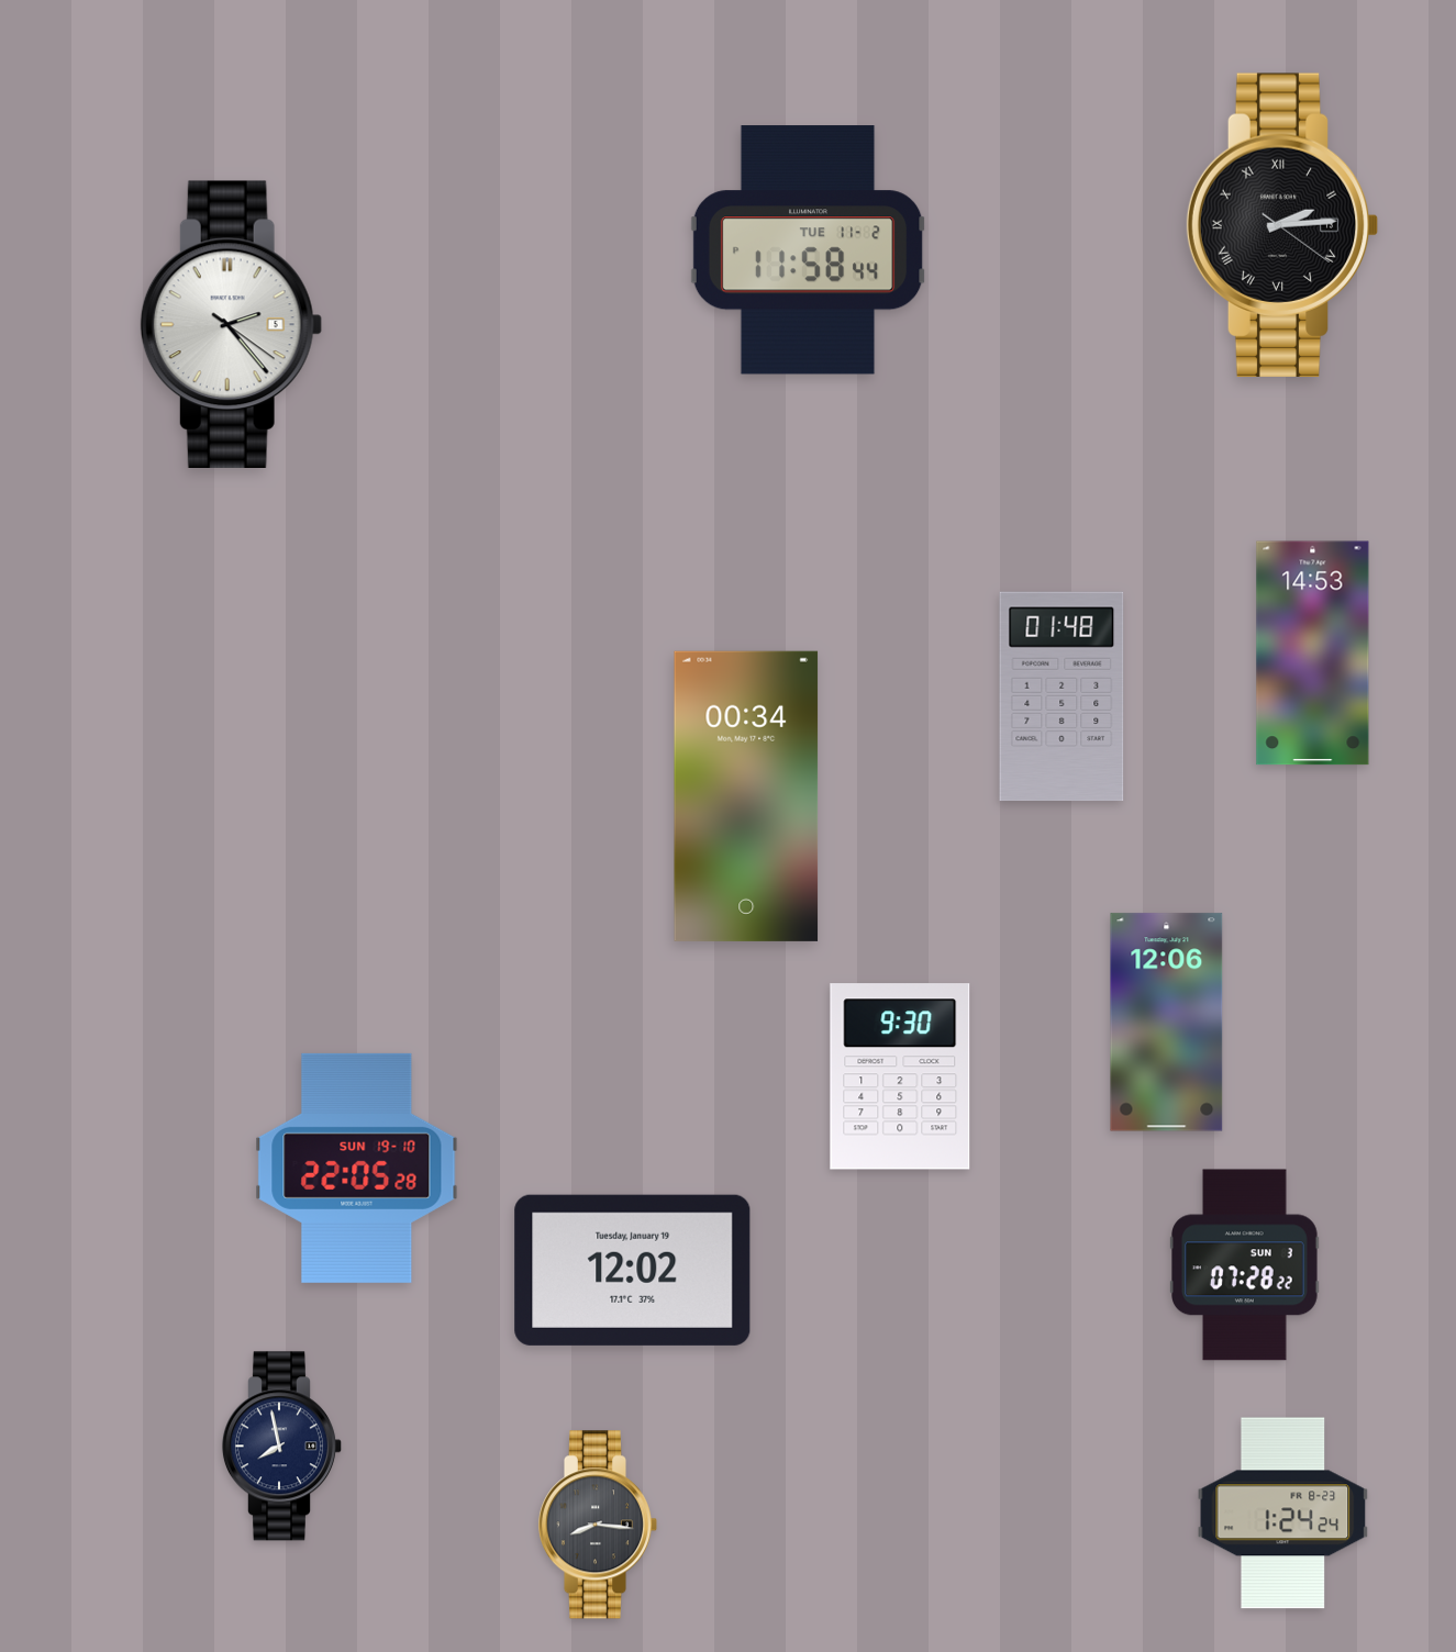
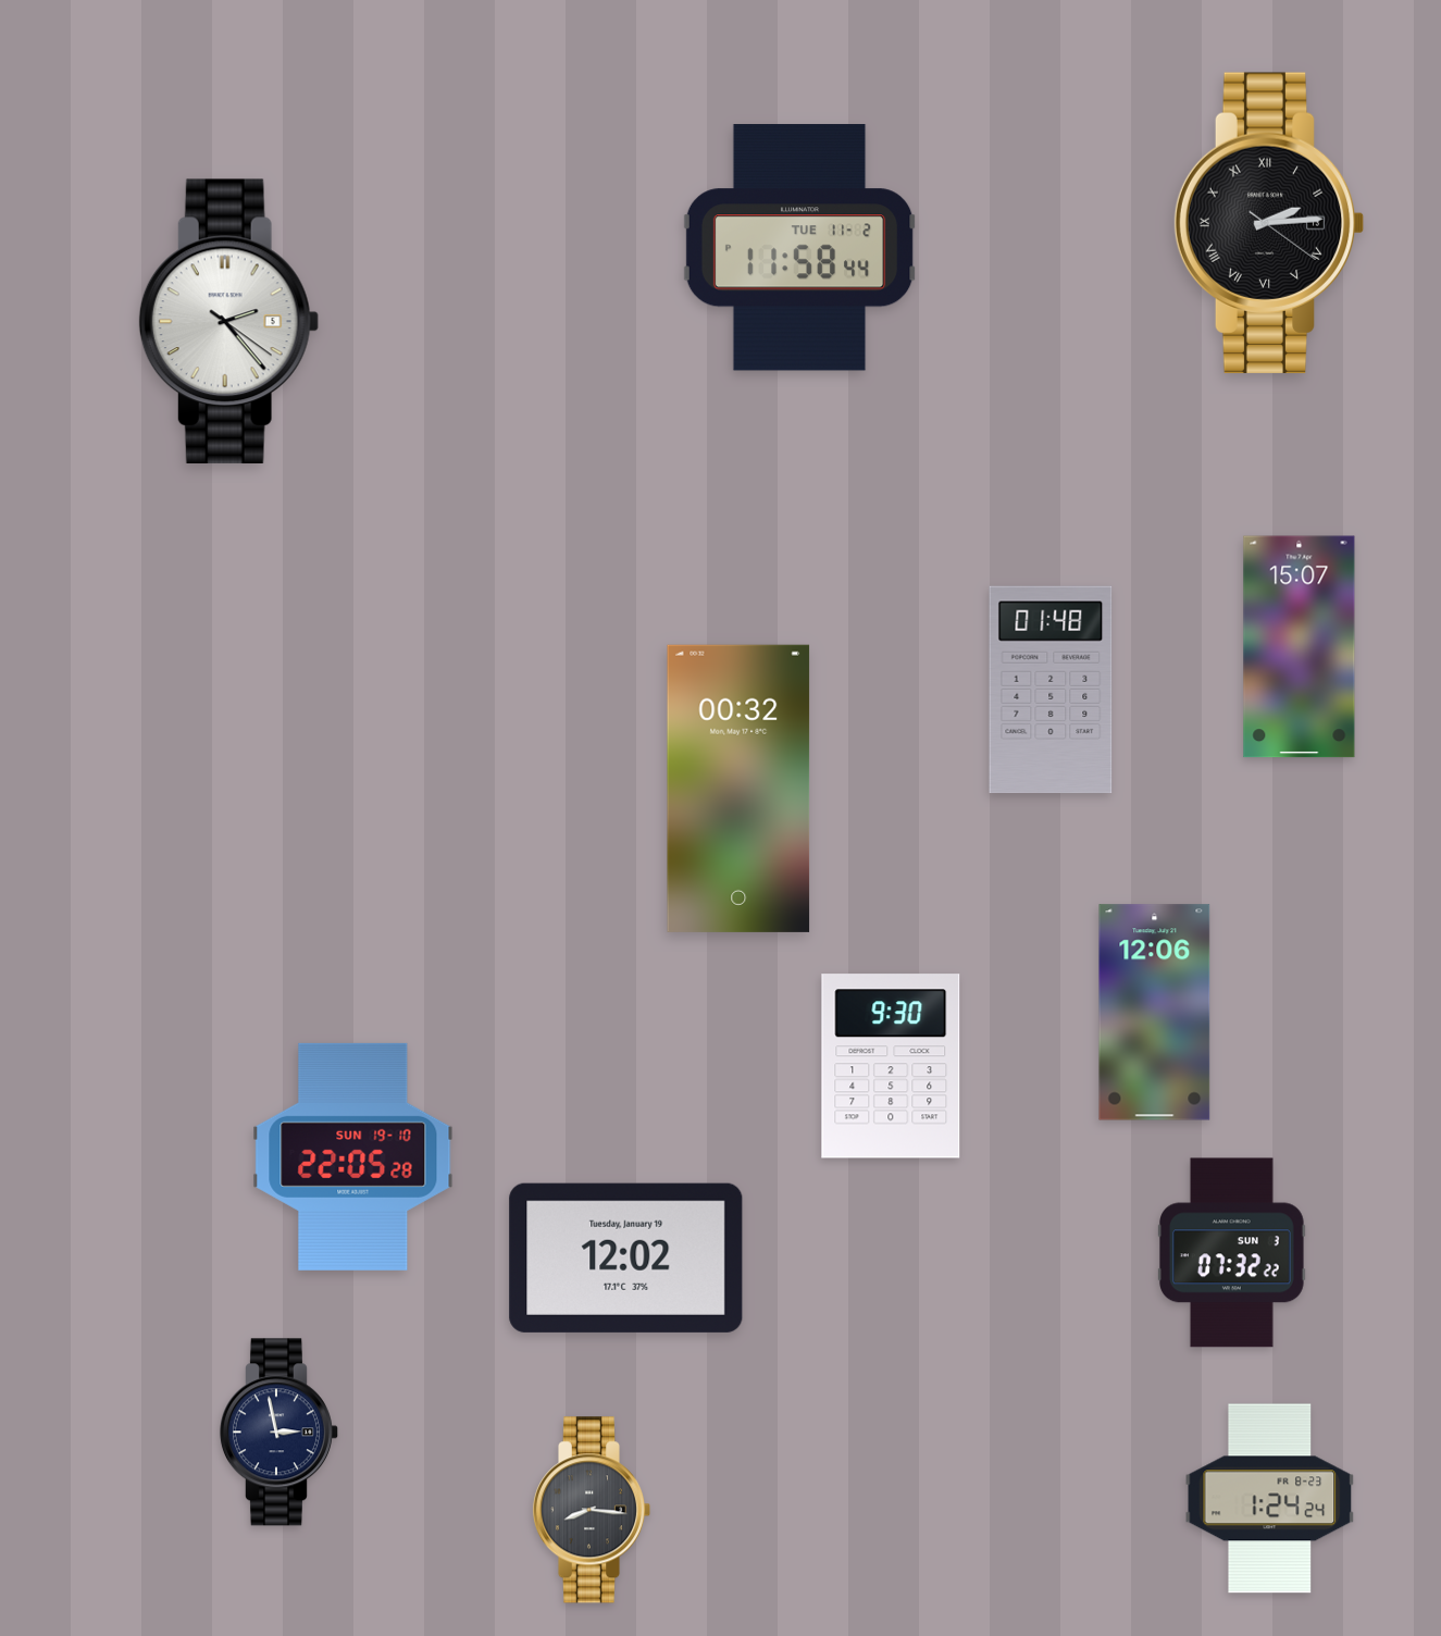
clock at (1313, 654): 14:53 -> 15:07
clock at (746, 796): 00:34 -> 00:32
clock at (1245, 1265): 07:28 -> 07:32
clock at (281, 1447): 7:58 -> 2:58
